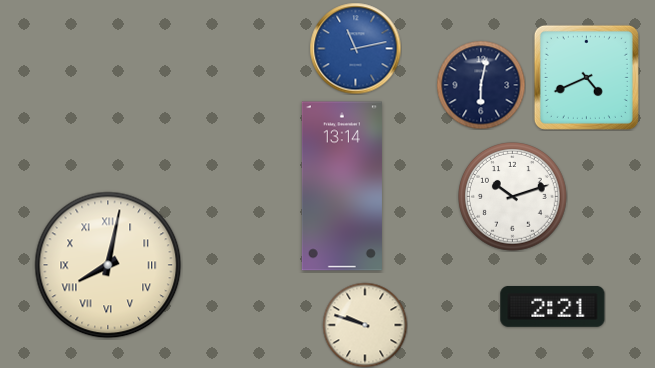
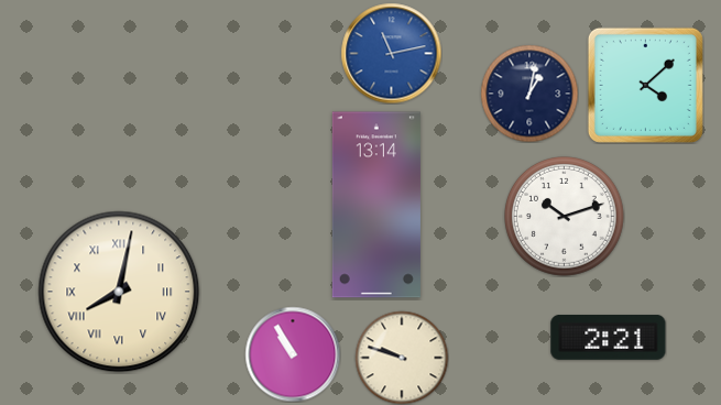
clock at (586, 77): 4:41 -> 4:08
clock at (481, 85): 6:02 -> 1:02
clock at (293, 354): none -> 10:55
